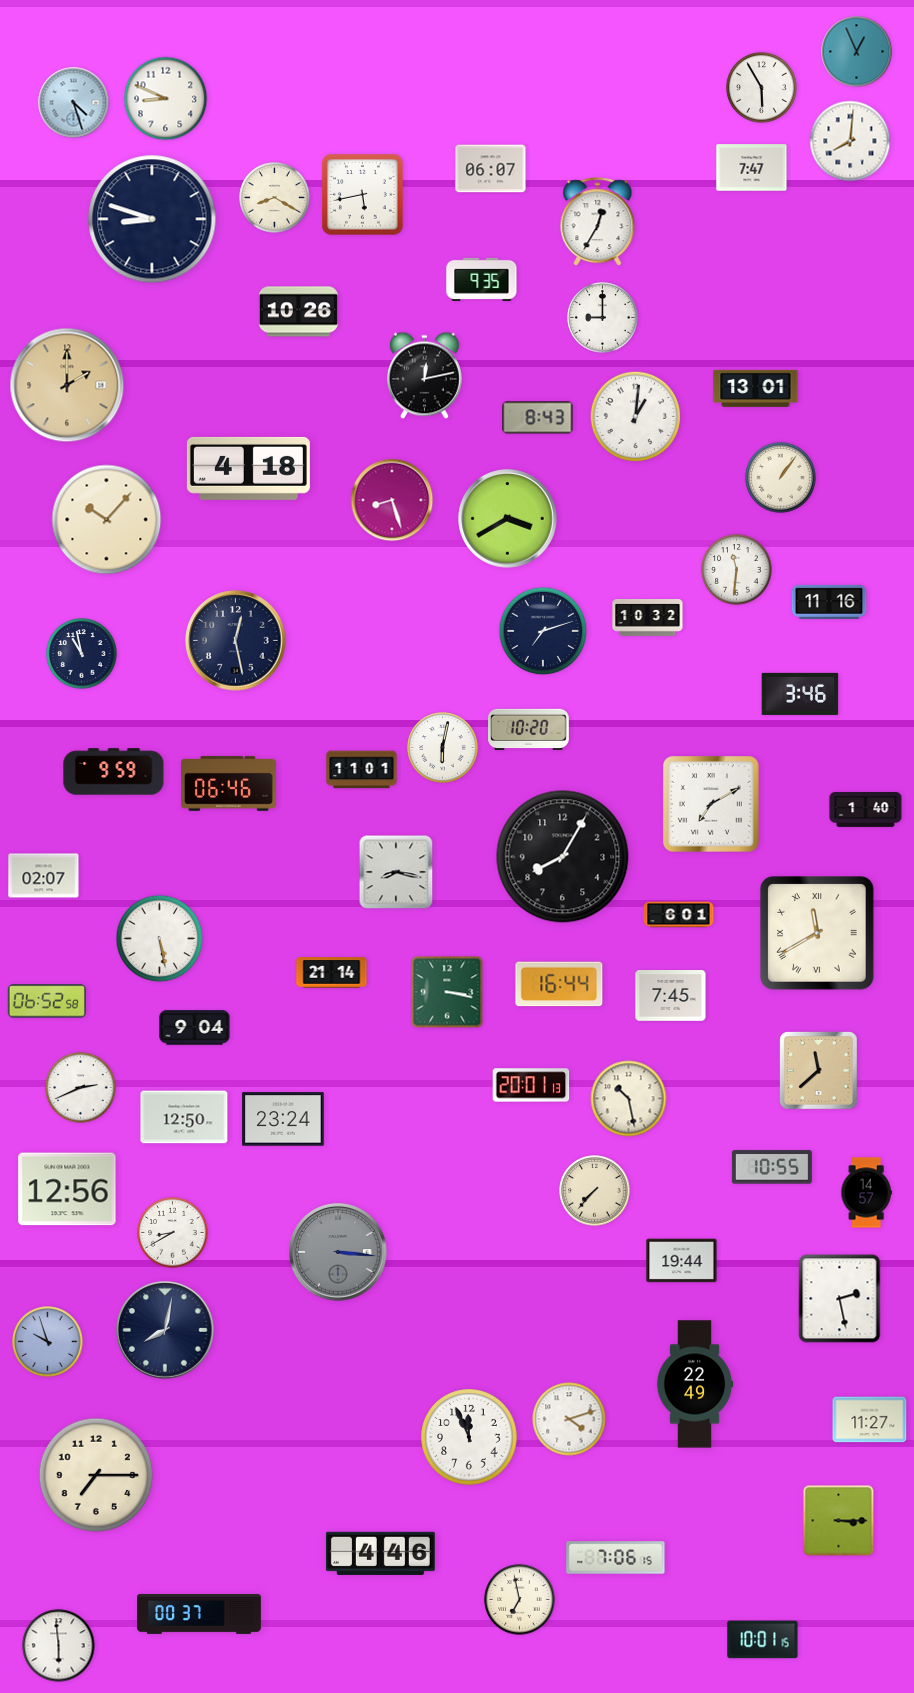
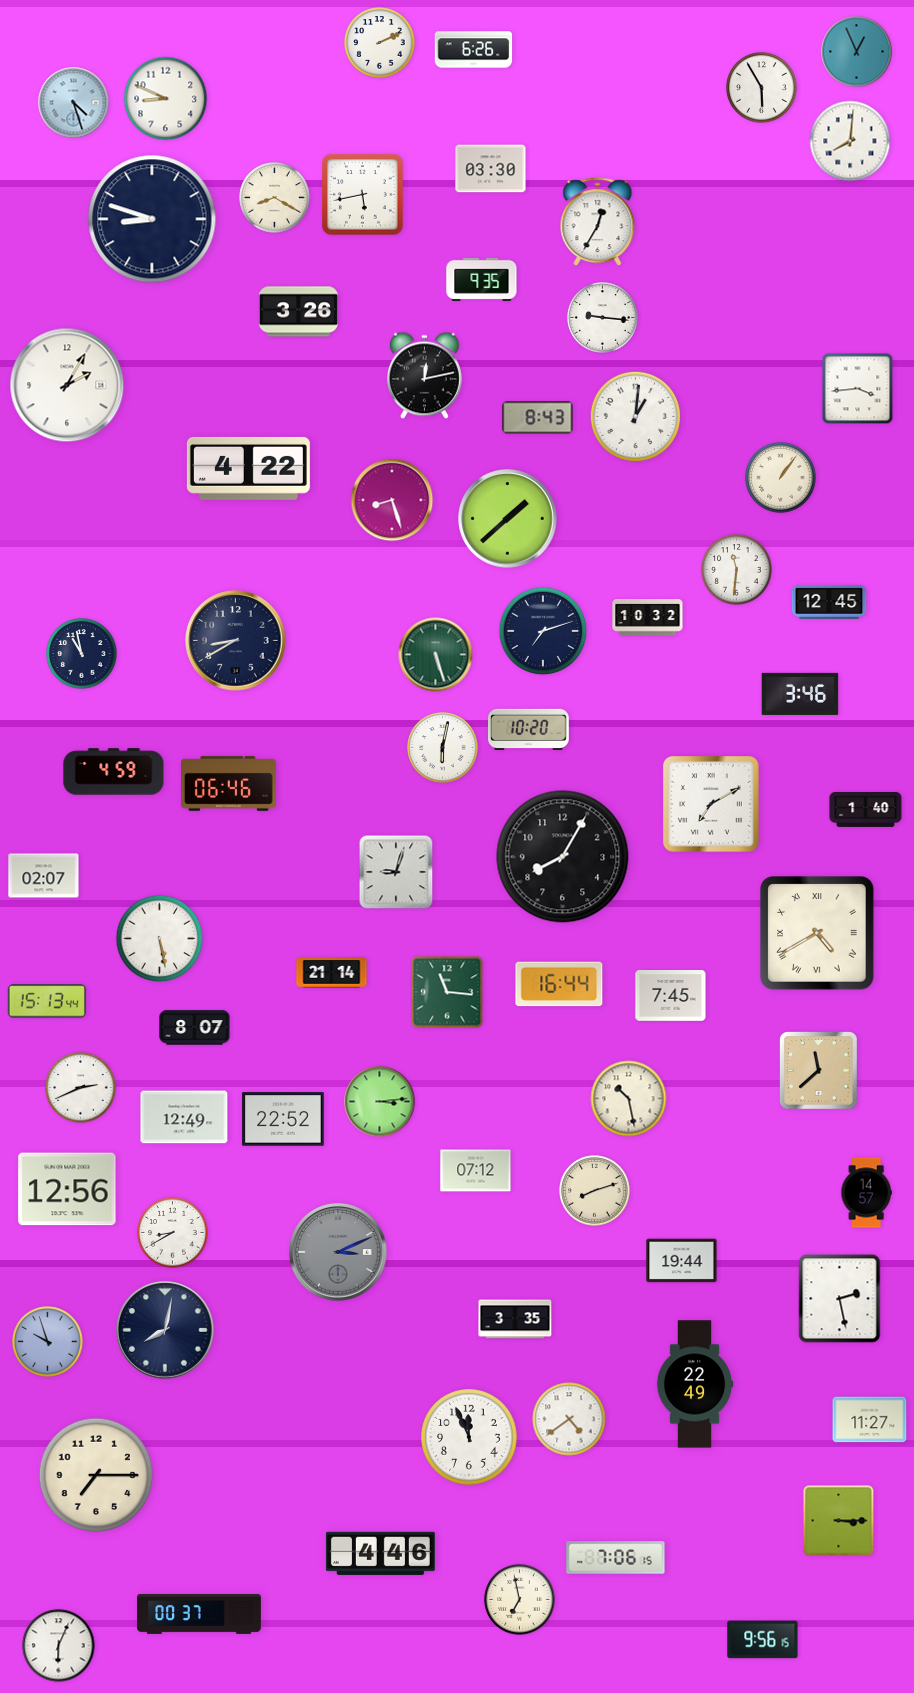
clock at (380, 43): none -> 2:11
clock at (474, 50): none -> 6:26
clock at (752, 168): 7:47 -> none
clock at (491, 169): 06:07 -> 03:30
clock at (298, 312): 10:26 -> 3:26
clock at (603, 318): 9:00 -> 9:16
clock at (67, 385): 2:00 -> 2:05
clock at (67, 385) dial: champagne -> white
clock at (756, 388): 13:01 -> none
clock at (858, 389): none -> 3:44
clock at (248, 468): 4:18 -> 4:22
clock at (508, 519): 3:40 -> 1:38
clock at (107, 520): 10:07 -> none
clock at (829, 602): 11:16 -> 12:45
clock at (236, 641): 12:28 -> 8:40
clock at (436, 655): none -> 5:27
clock at (362, 770): 11:01 -> none
clock at (114, 772): 9:59 -> 4:59
clock at (396, 872): 8:17 -> 9:03
clock at (679, 915): 6:01 -> none
clock at (817, 933): 11:40 -> 4:40
clock at (447, 992): 3:17 -> 11:16
clock at (47, 1001): 06:52 -> 15:13
clock at (195, 1028): 9:04 -> 8:07
clock at (531, 1085): 20:01 -> none
clock at (380, 1102): none -> 3:14
clock at (184, 1117): 12:50 -> 12:49
clock at (283, 1119): 23:24 -> 22:52
clock at (772, 1167): 10:55 -> none
clock at (476, 1171): none -> 07:12
clock at (595, 1191): 7:37 -> 8:12
clock at (339, 1253): 3:16 -> 3:11
clock at (515, 1319): none -> 3:35
clock at (569, 1419): 4:12 -> 4:39
clock at (763, 1640): 10:01 -> 9:56
clock at (59, 1646): 5:59 -> 6:04
